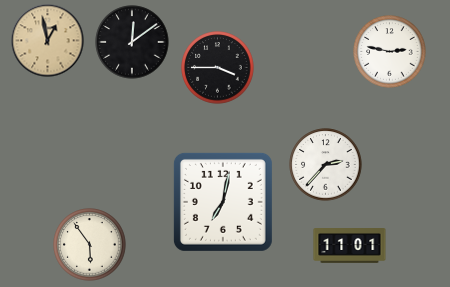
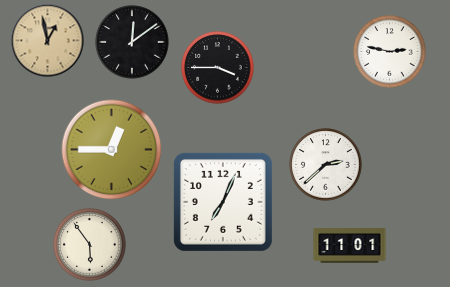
clock at (112, 150): none -> 12:45
clock at (326, 165): 2:37 -> 2:38
clock at (223, 202): 7:02 -> 7:04
